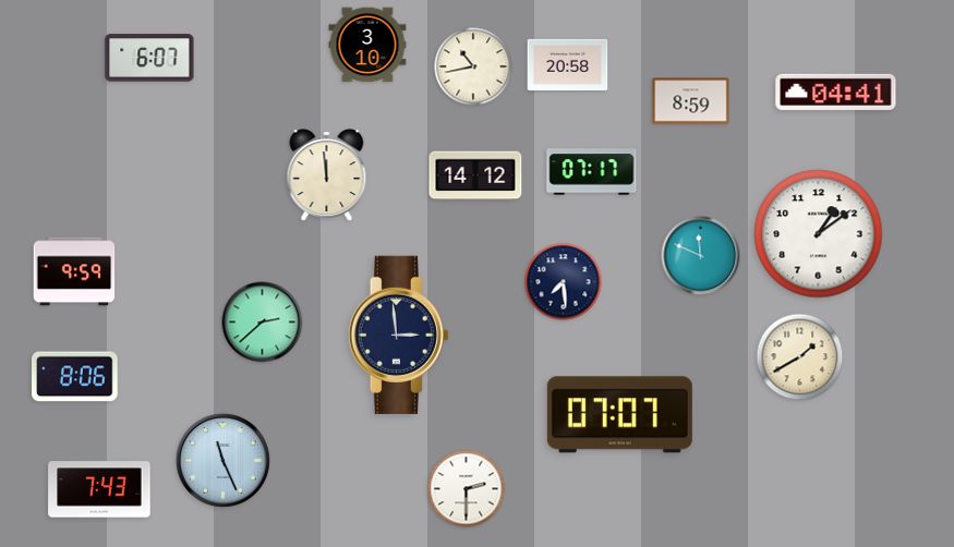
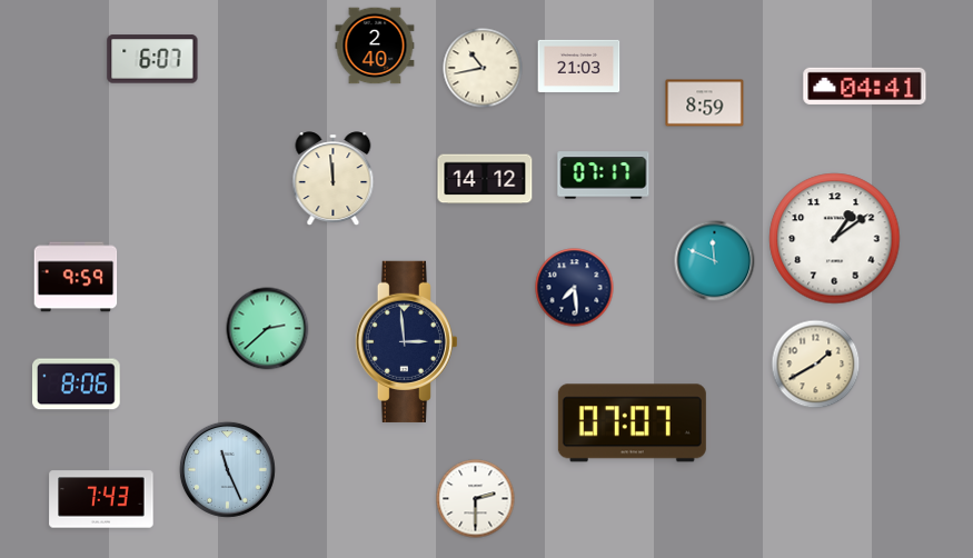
clock at (367, 45): 3:10 -> 2:40
clock at (568, 64): 20:58 -> 21:03
clock at (836, 92) position: (836, 92) -> (865, 86)
